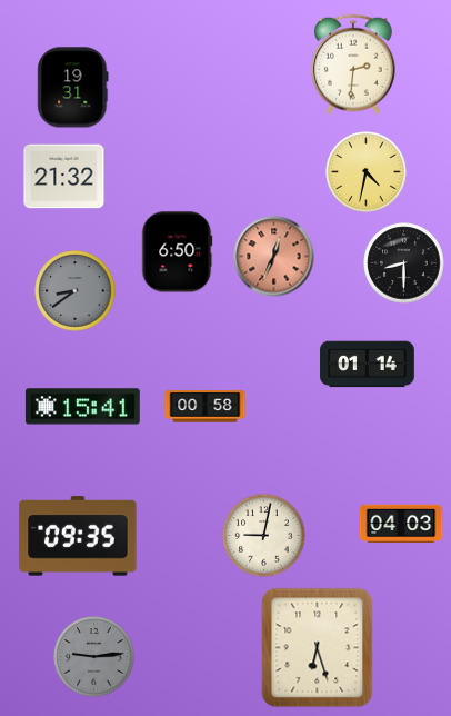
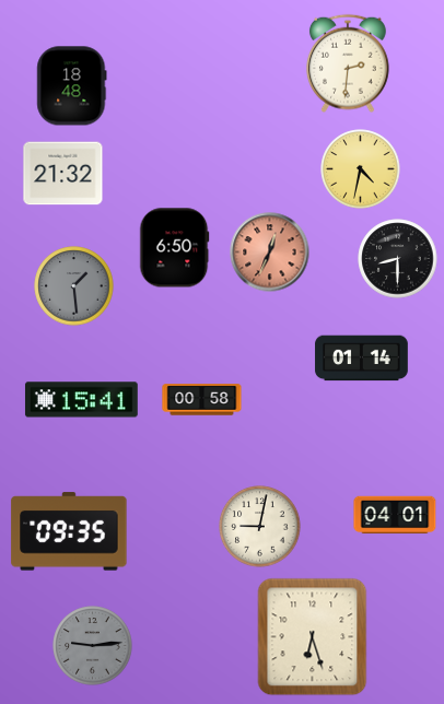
clock at (73, 88): 19:31 -> 18:48
clock at (76, 291): 8:39 -> 1:29
clock at (401, 524): 04:03 -> 04:01
clock at (78, 536) position: (78, 536) -> (69, 531)
